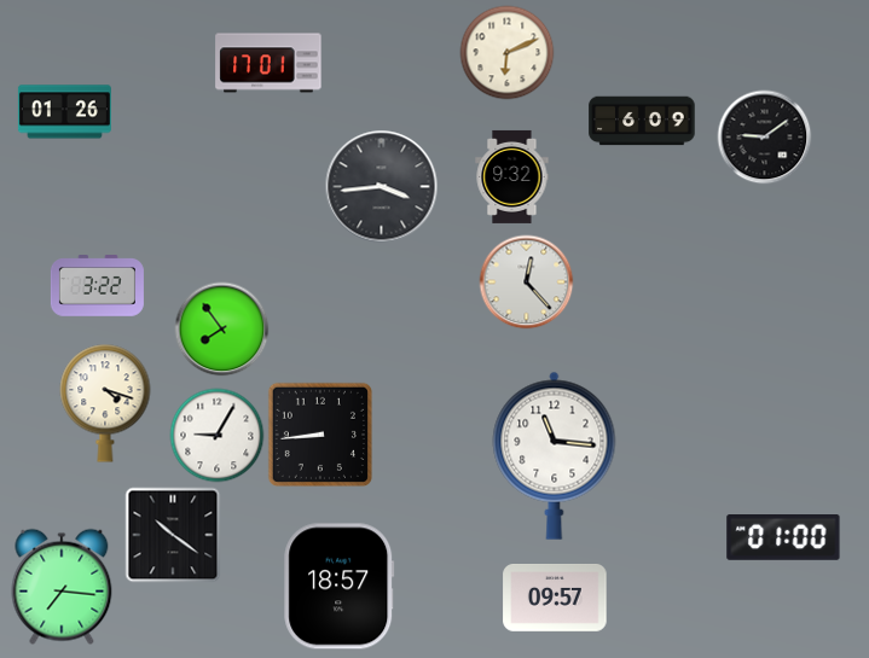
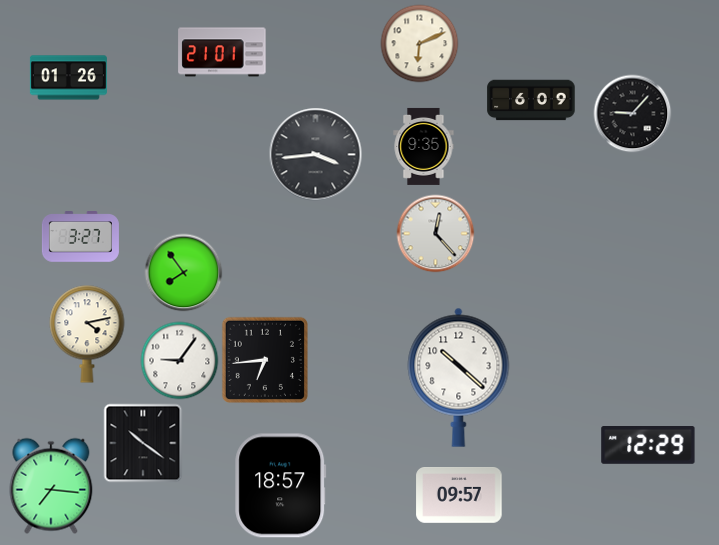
clock at (268, 63): 17:01 -> 21:01
clock at (64, 112) position: (64, 112) -> (68, 78)
clock at (764, 136): 9:09 -> 9:07
clock at (512, 176): 9:32 -> 9:35
clock at (97, 286): 3:22 -> 3:27
clock at (105, 403): 4:18 -> 4:13
clock at (216, 435): 9:05 -> 9:06
clock at (320, 435): 8:44 -> 6:44
clock at (555, 455): 11:16 -> 10:22
clock at (783, 538): 01:00 -> 12:29
